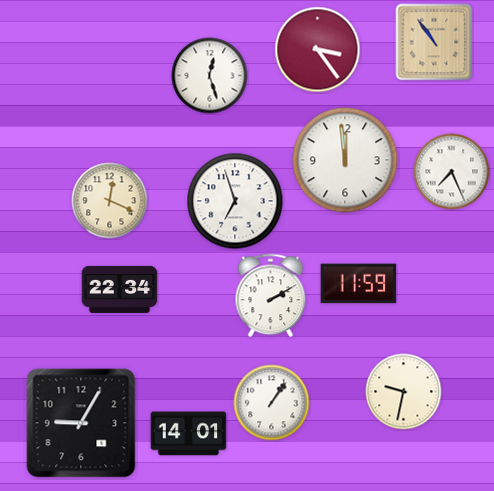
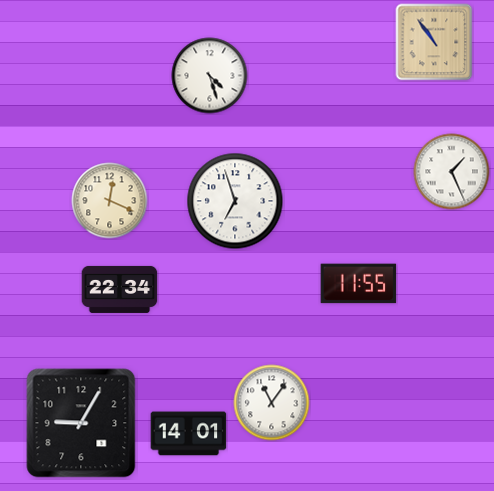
clock at (318, 50): 3:24 -> none
clock at (210, 76): 12:27 -> 4:27
clock at (345, 160): 11:59 -> none
clock at (452, 172): 7:26 -> 1:26
clock at (359, 284): 11:59 -> 11:55
clock at (271, 296): 2:10 -> none
clock at (404, 392): 9:32 -> none
clock at (272, 403): 1:06 -> 11:06
